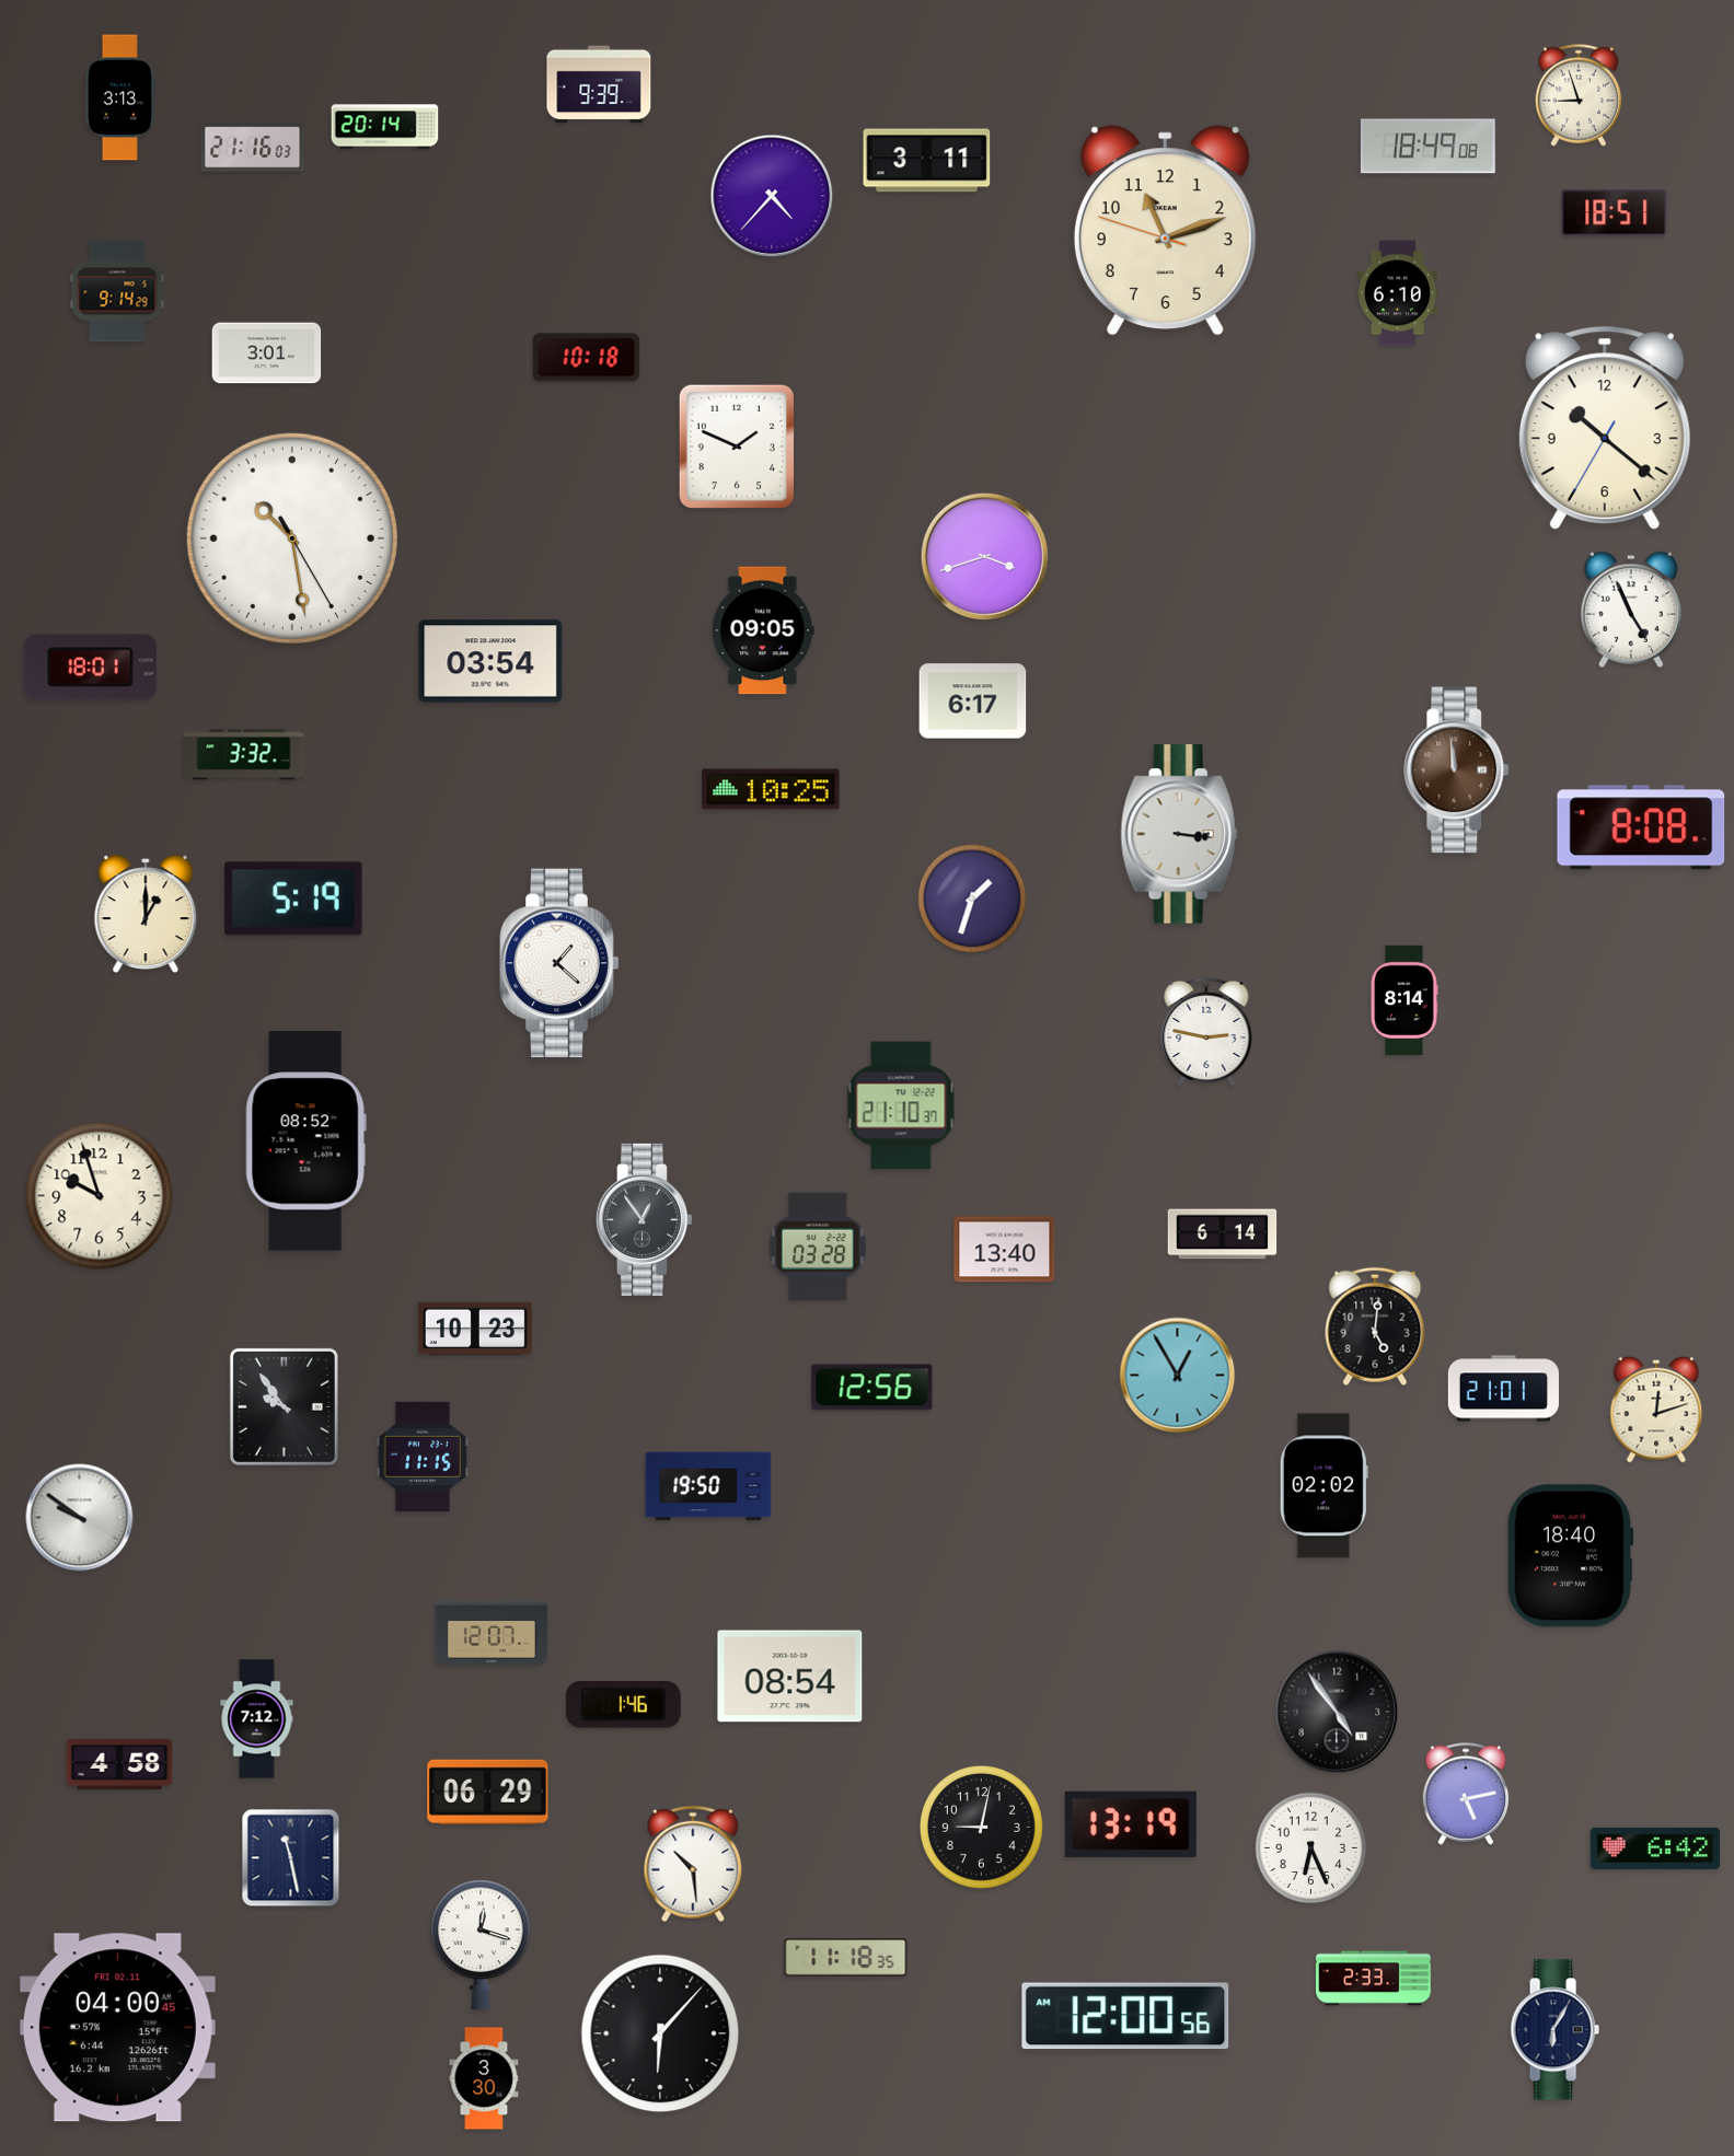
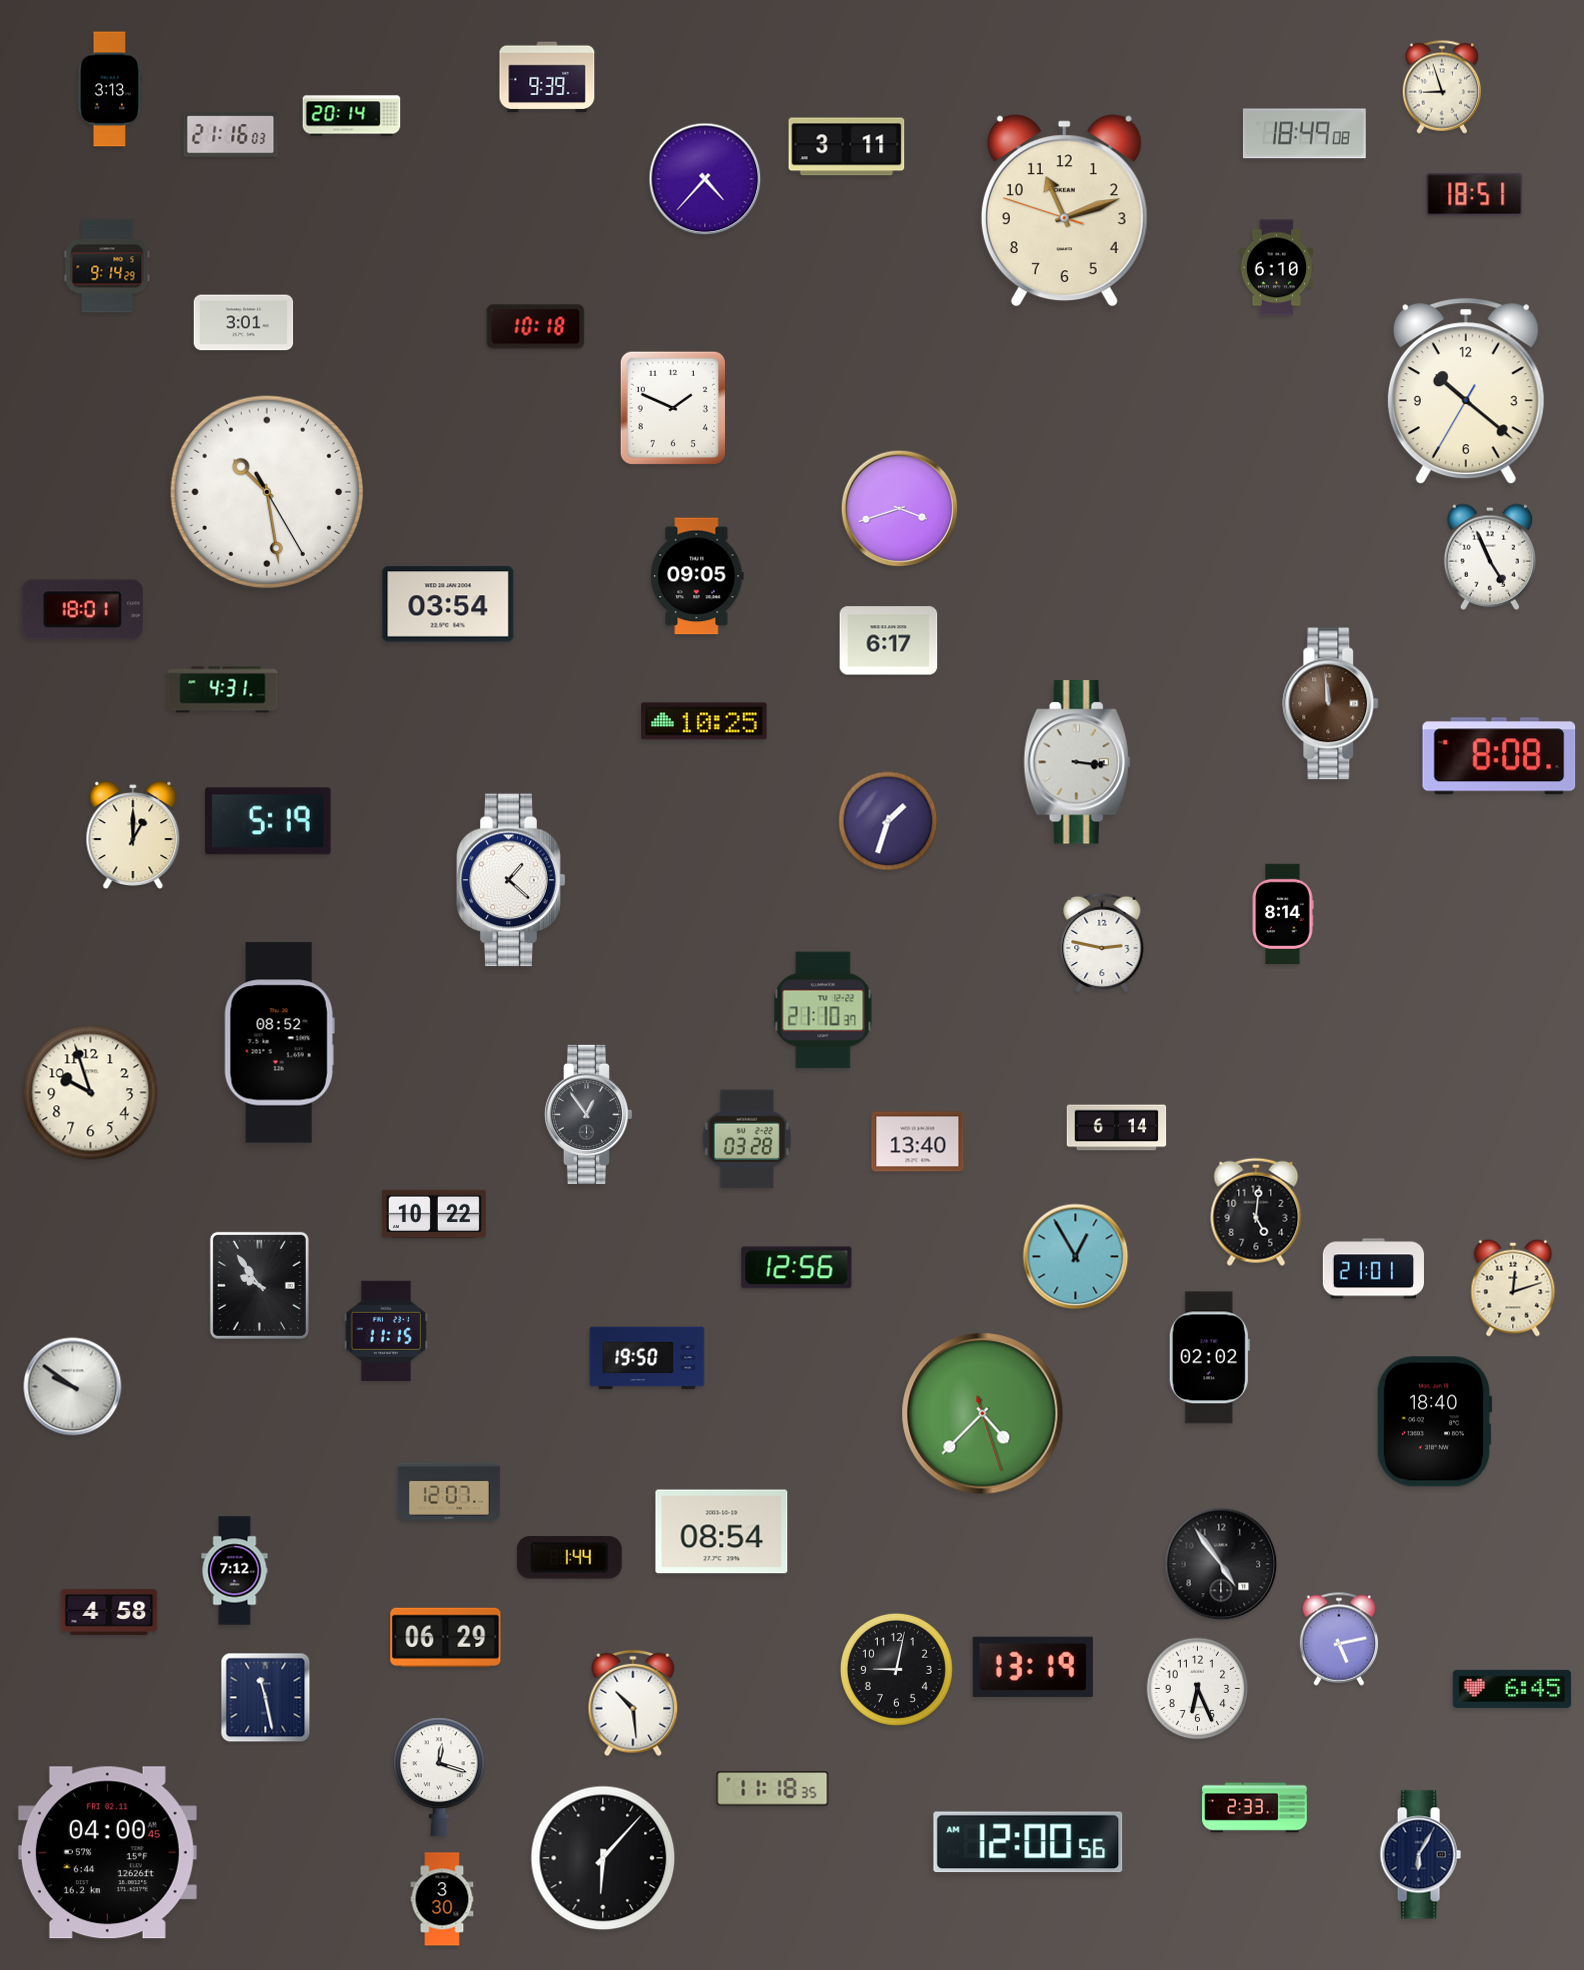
clock at (244, 755): 3:32 -> 4:31
clock at (475, 1329): 10:23 -> 10:22
clock at (983, 1414): none -> 4:37
clock at (623, 1705): 1:46 -> 1:44
clock at (1655, 1848): 6:42 -> 6:45
